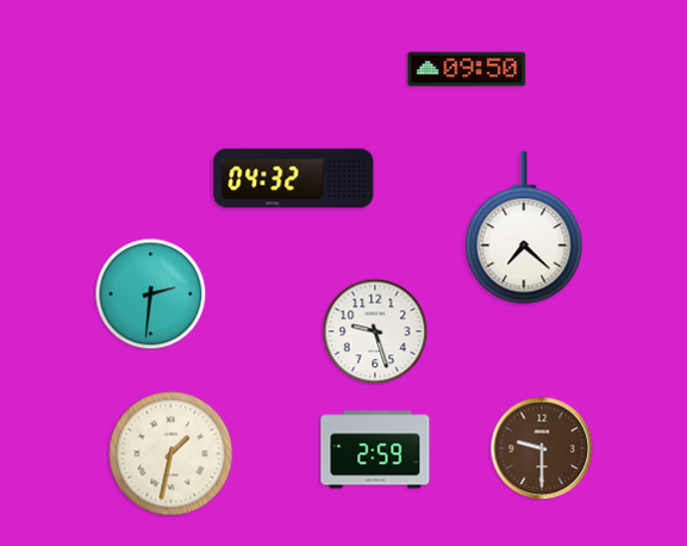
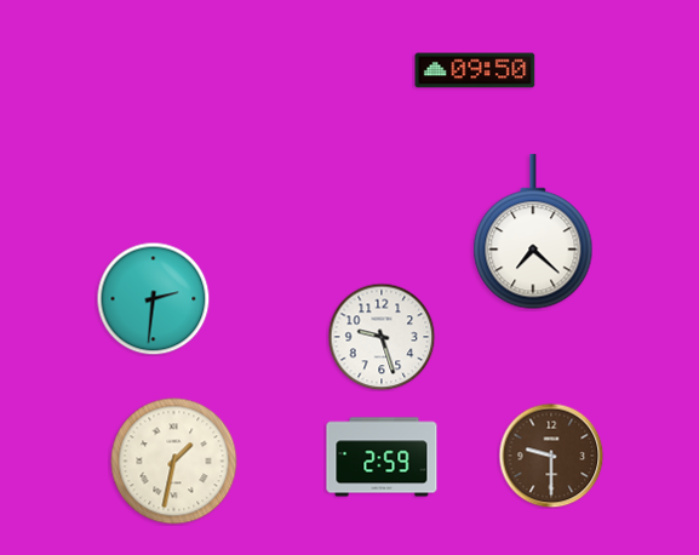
clock at (294, 179): 04:32 -> none
